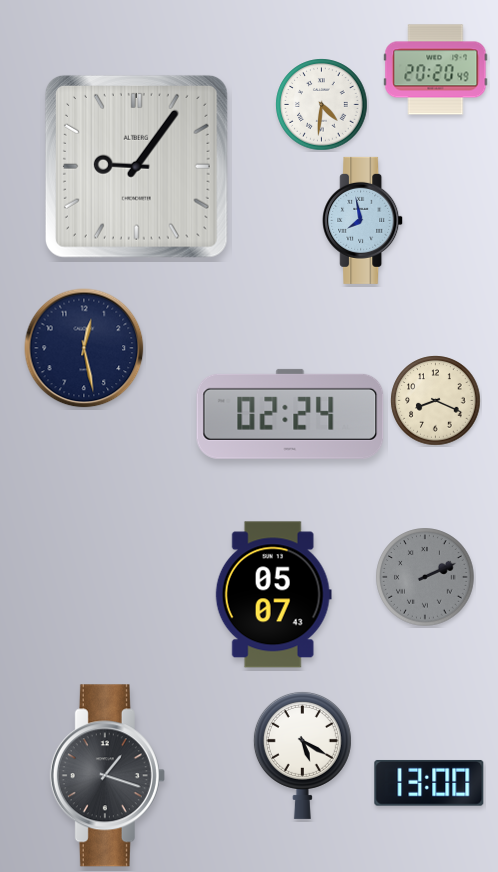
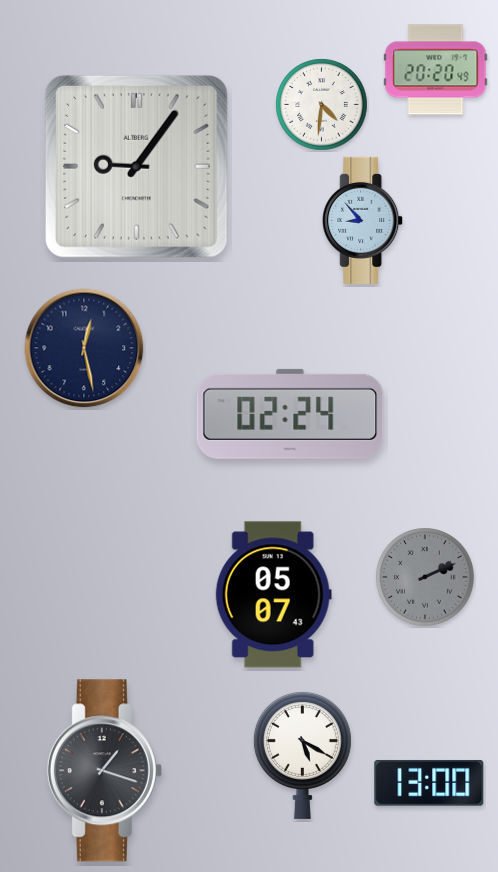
clock at (363, 220): 7:58 -> 8:53
clock at (436, 401): 8:19 -> none
clock at (107, 776) position: (107, 776) -> (104, 771)
